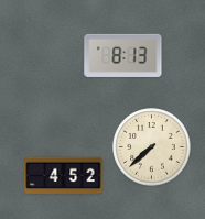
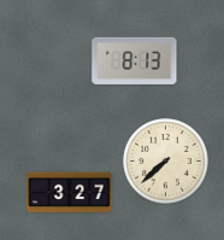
clock at (64, 176): 4:52 -> 3:27
